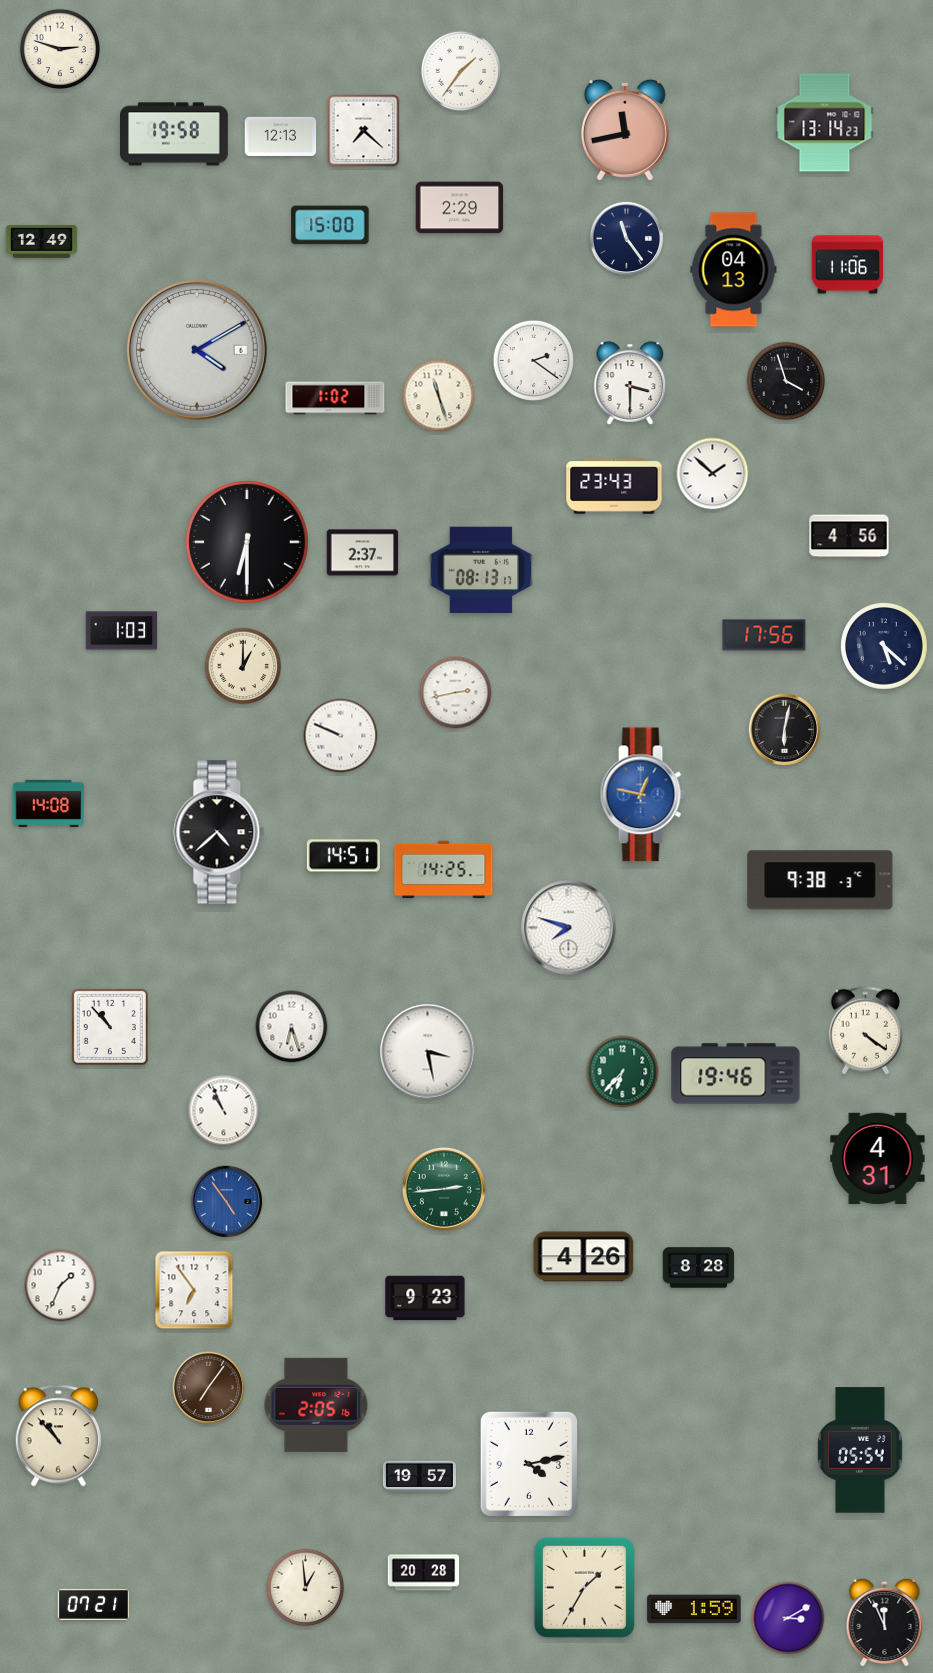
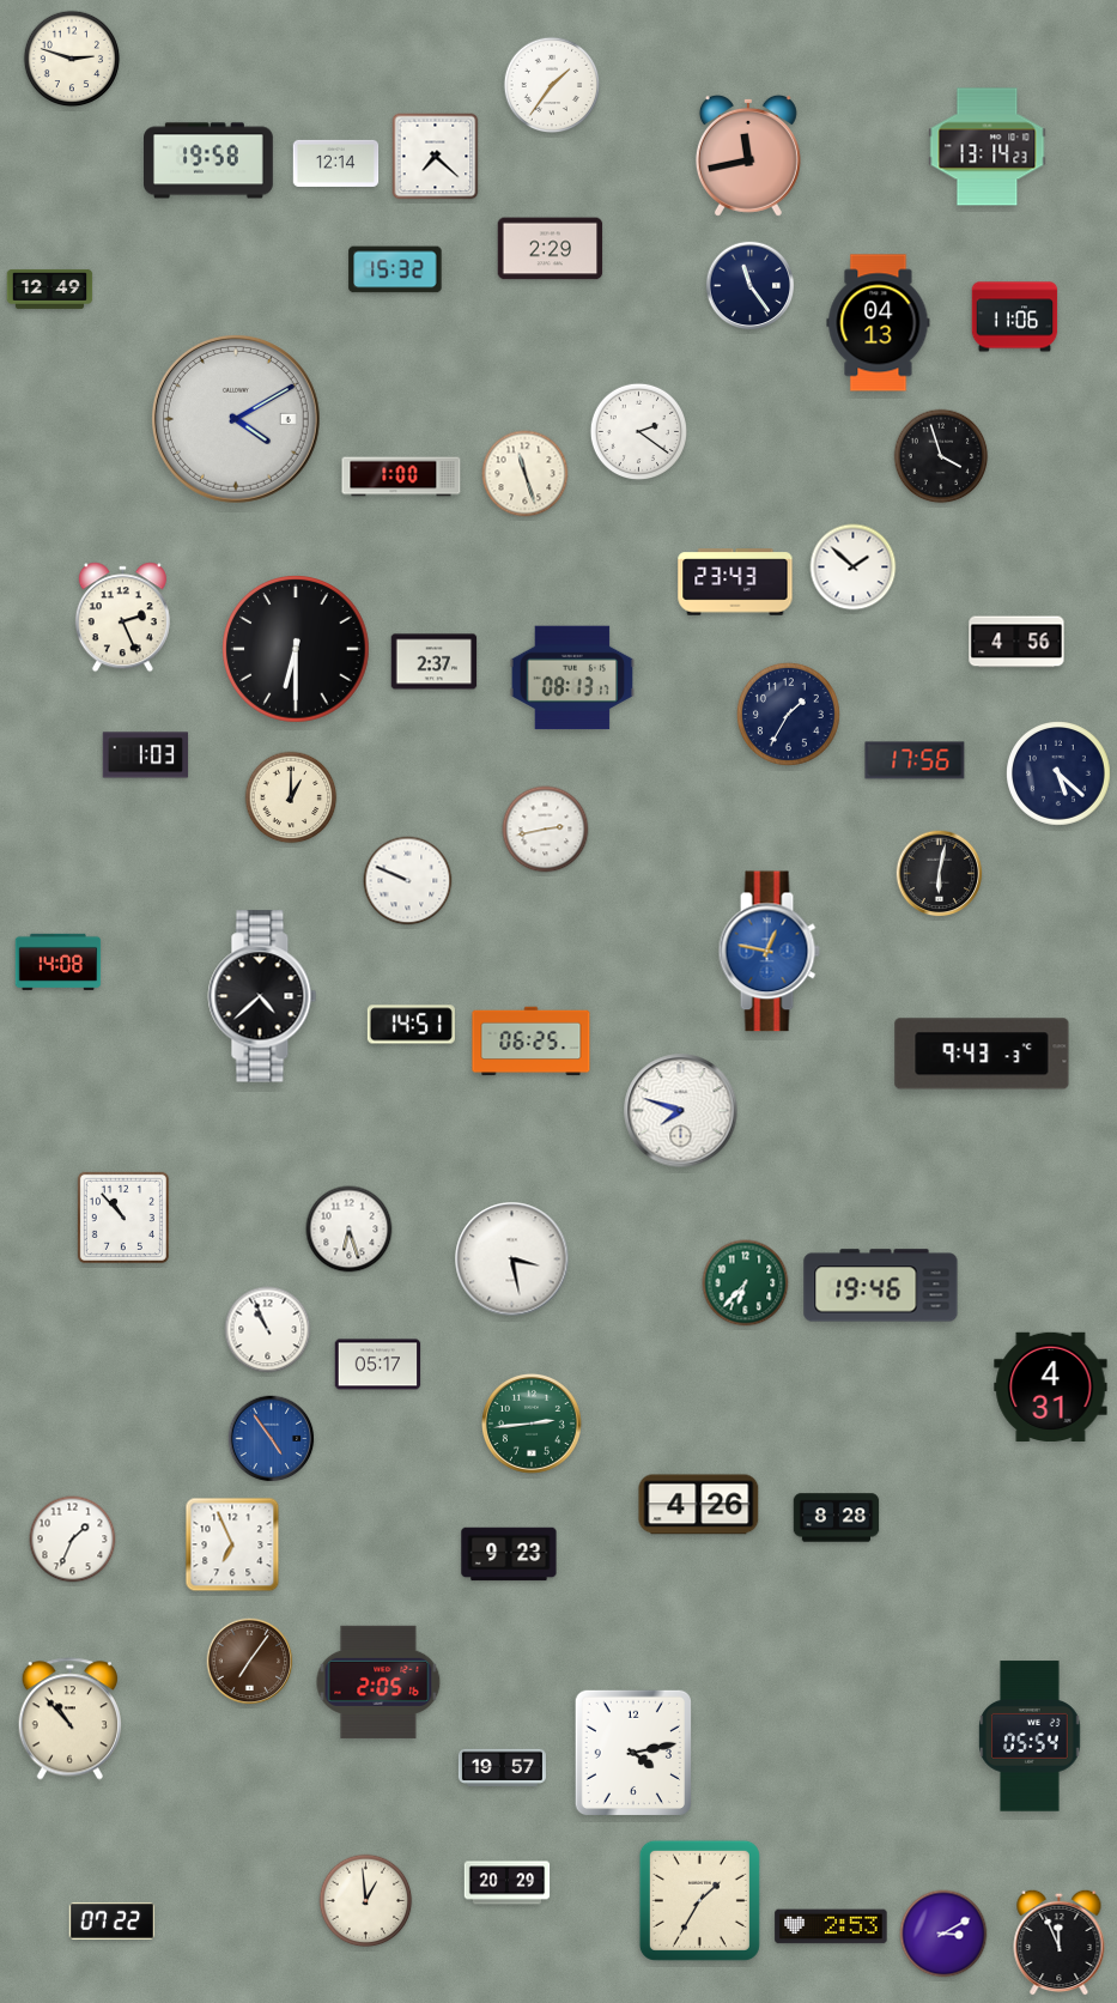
clock at (281, 136): 12:13 -> 12:14
clock at (330, 225): 15:00 -> 15:32
clock at (630, 383): 3:30 -> none
clock at (335, 398): 1:02 -> 1:00
clock at (122, 618): none -> 2:26
clock at (480, 570) position: (480, 570) -> (571, 678)
clock at (788, 714): none -> 1:35
clock at (444, 870): 14:25 -> 06:25
clock at (820, 880): 9:38 -> 9:43
clock at (110, 1027) position: (110, 1027) -> (123, 1218)
clock at (865, 1031): 4:21 -> none
clock at (378, 1365): none -> 05:17
clock at (194, 1290): 6:54 -> 6:56
clock at (424, 1573): 20:28 -> 20:29
clock at (94, 1604): 07:21 -> 07:22
clock at (694, 1609): 1:59 -> 2:53
clock at (788, 1618) position: (788, 1618) -> (943, 1934)
